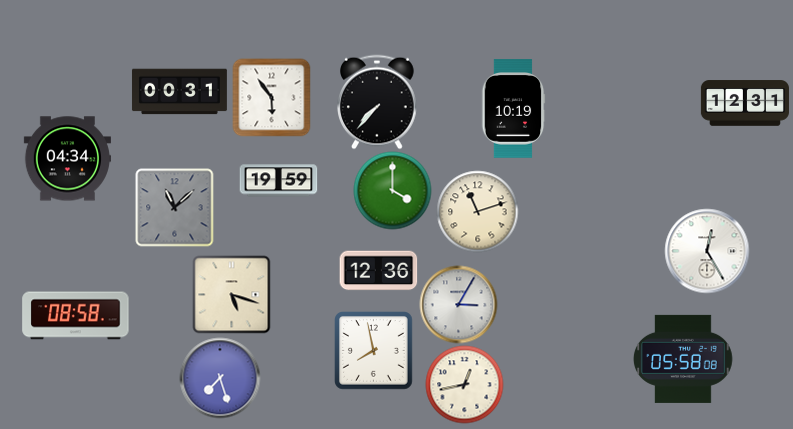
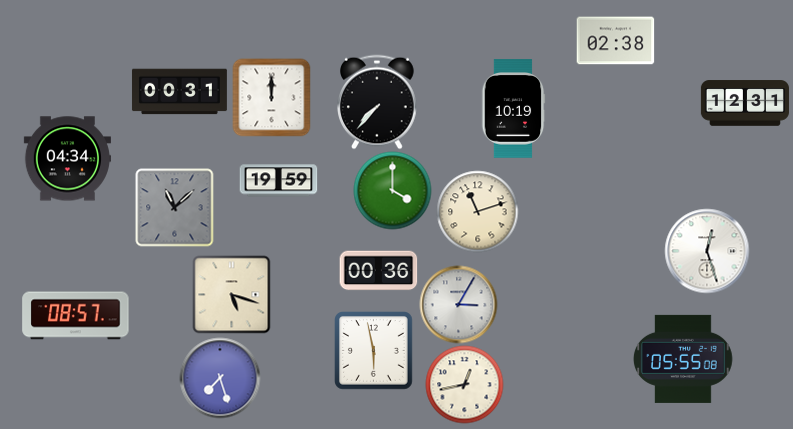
clock at (615, 41): none -> 02:38
clock at (271, 97): 5:54 -> 12:00
clock at (707, 251): 12:25 -> 12:27
clock at (378, 271): 12:36 -> 00:36
clock at (76, 316): 08:58 -> 08:57
clock at (374, 351): 7:58 -> 5:58
clock at (684, 359): 05:58 -> 05:55
